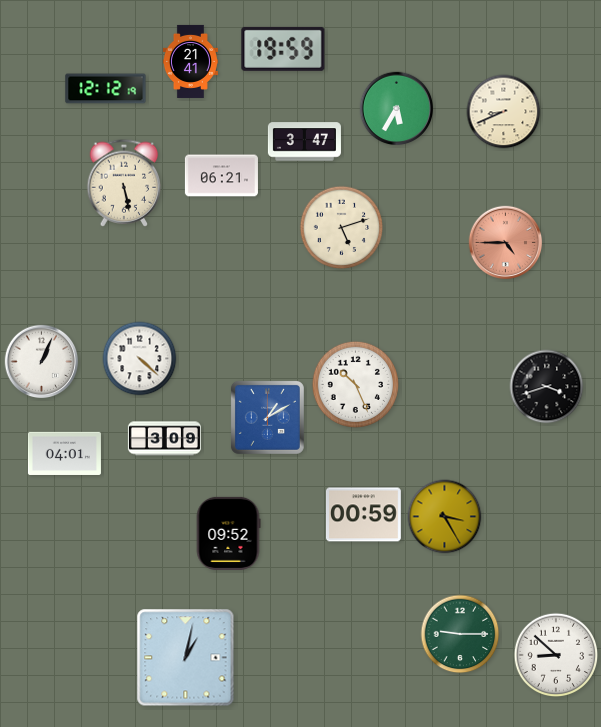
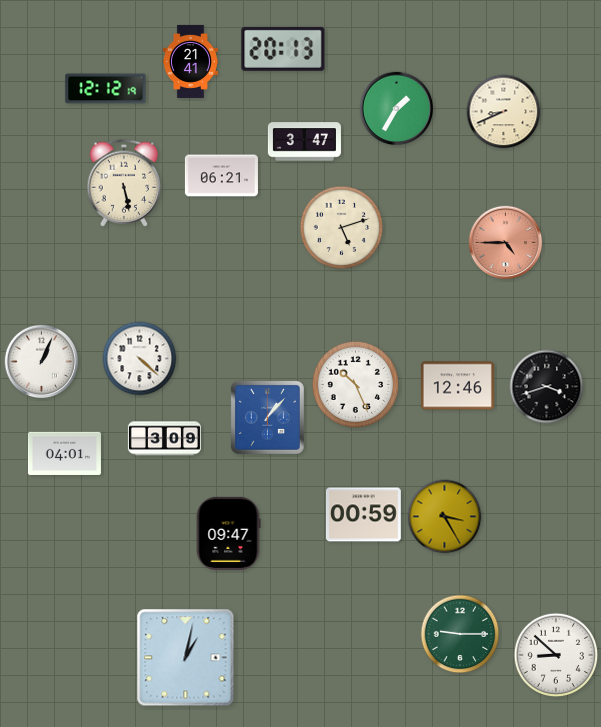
clock at (283, 49): 19:59 -> 20:13
clock at (397, 109): 5:35 -> 1:35
clock at (457, 386): none -> 12:46
clock at (267, 417): 1:10 -> 1:07
clock at (228, 533): 09:52 -> 09:47
